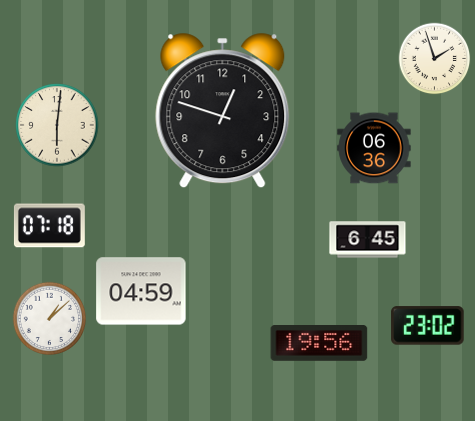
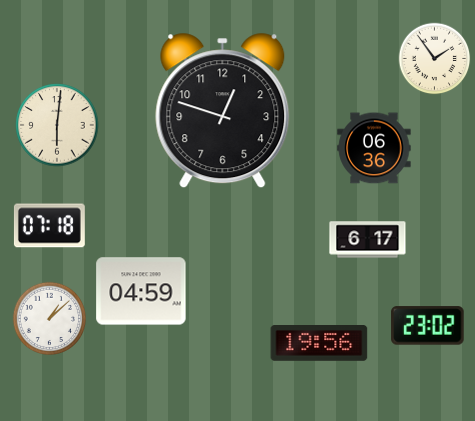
clock at (435, 59): 1:57 -> 1:54
clock at (368, 240): 6:45 -> 6:17
